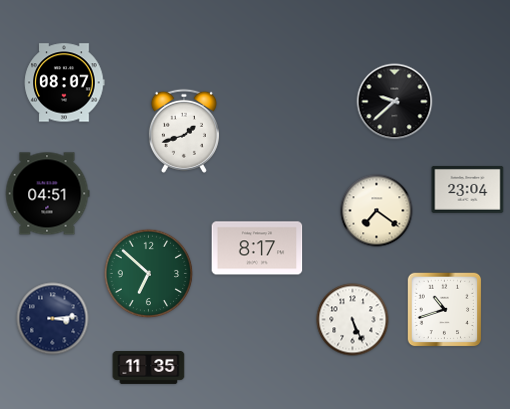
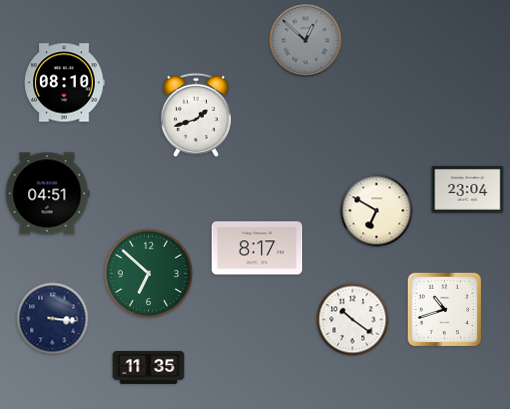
clock at (306, 41): none -> 12:52
clock at (64, 83): 08:07 -> 08:10
clock at (395, 102): 9:38 -> none
clock at (184, 131) position: (184, 131) -> (196, 115)
clock at (377, 211): 7:21 -> 6:50
clock at (53, 319): 3:14 -> 3:16
clock at (353, 320): 5:26 -> 10:21
